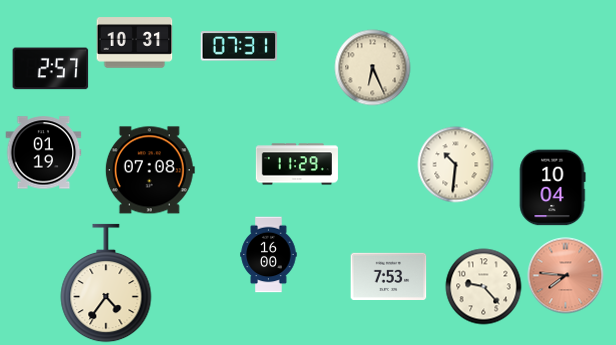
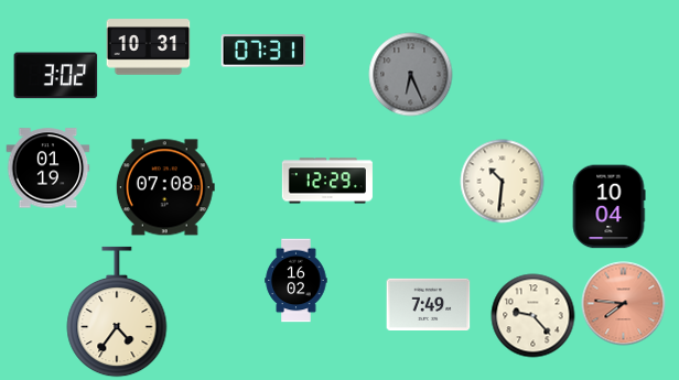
clock at (373, 68) dial: cream -> grey
clock at (51, 69): 2:57 -> 3:02
clock at (297, 164): 11:29 -> 12:29
clock at (269, 255): 16:00 -> 16:02
clock at (389, 276): 7:53 -> 7:49
